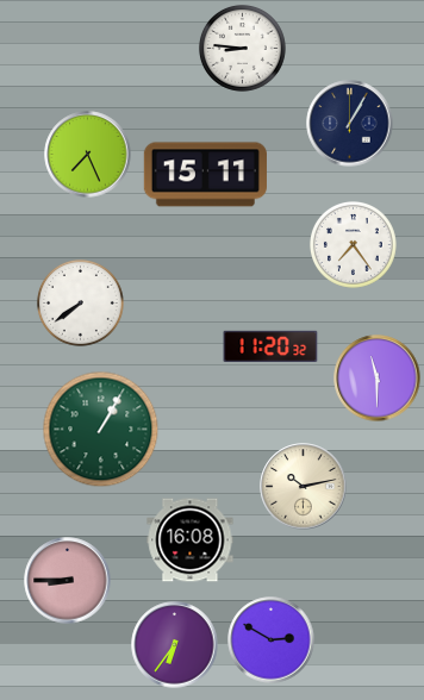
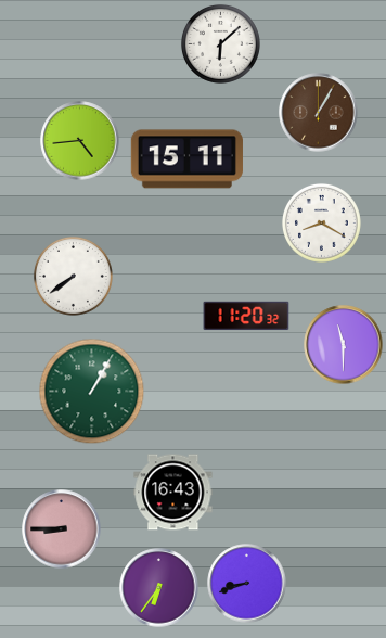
clock at (242, 48): 8:46 -> 6:08
clock at (350, 124) dial: navy -> brown
clock at (88, 155): 7:26 -> 4:44
clock at (353, 244): 7:24 -> 8:20
clock at (304, 487): 10:13 -> none
clock at (191, 540): 16:08 -> 16:43
clock at (272, 640): 2:50 -> 8:42
